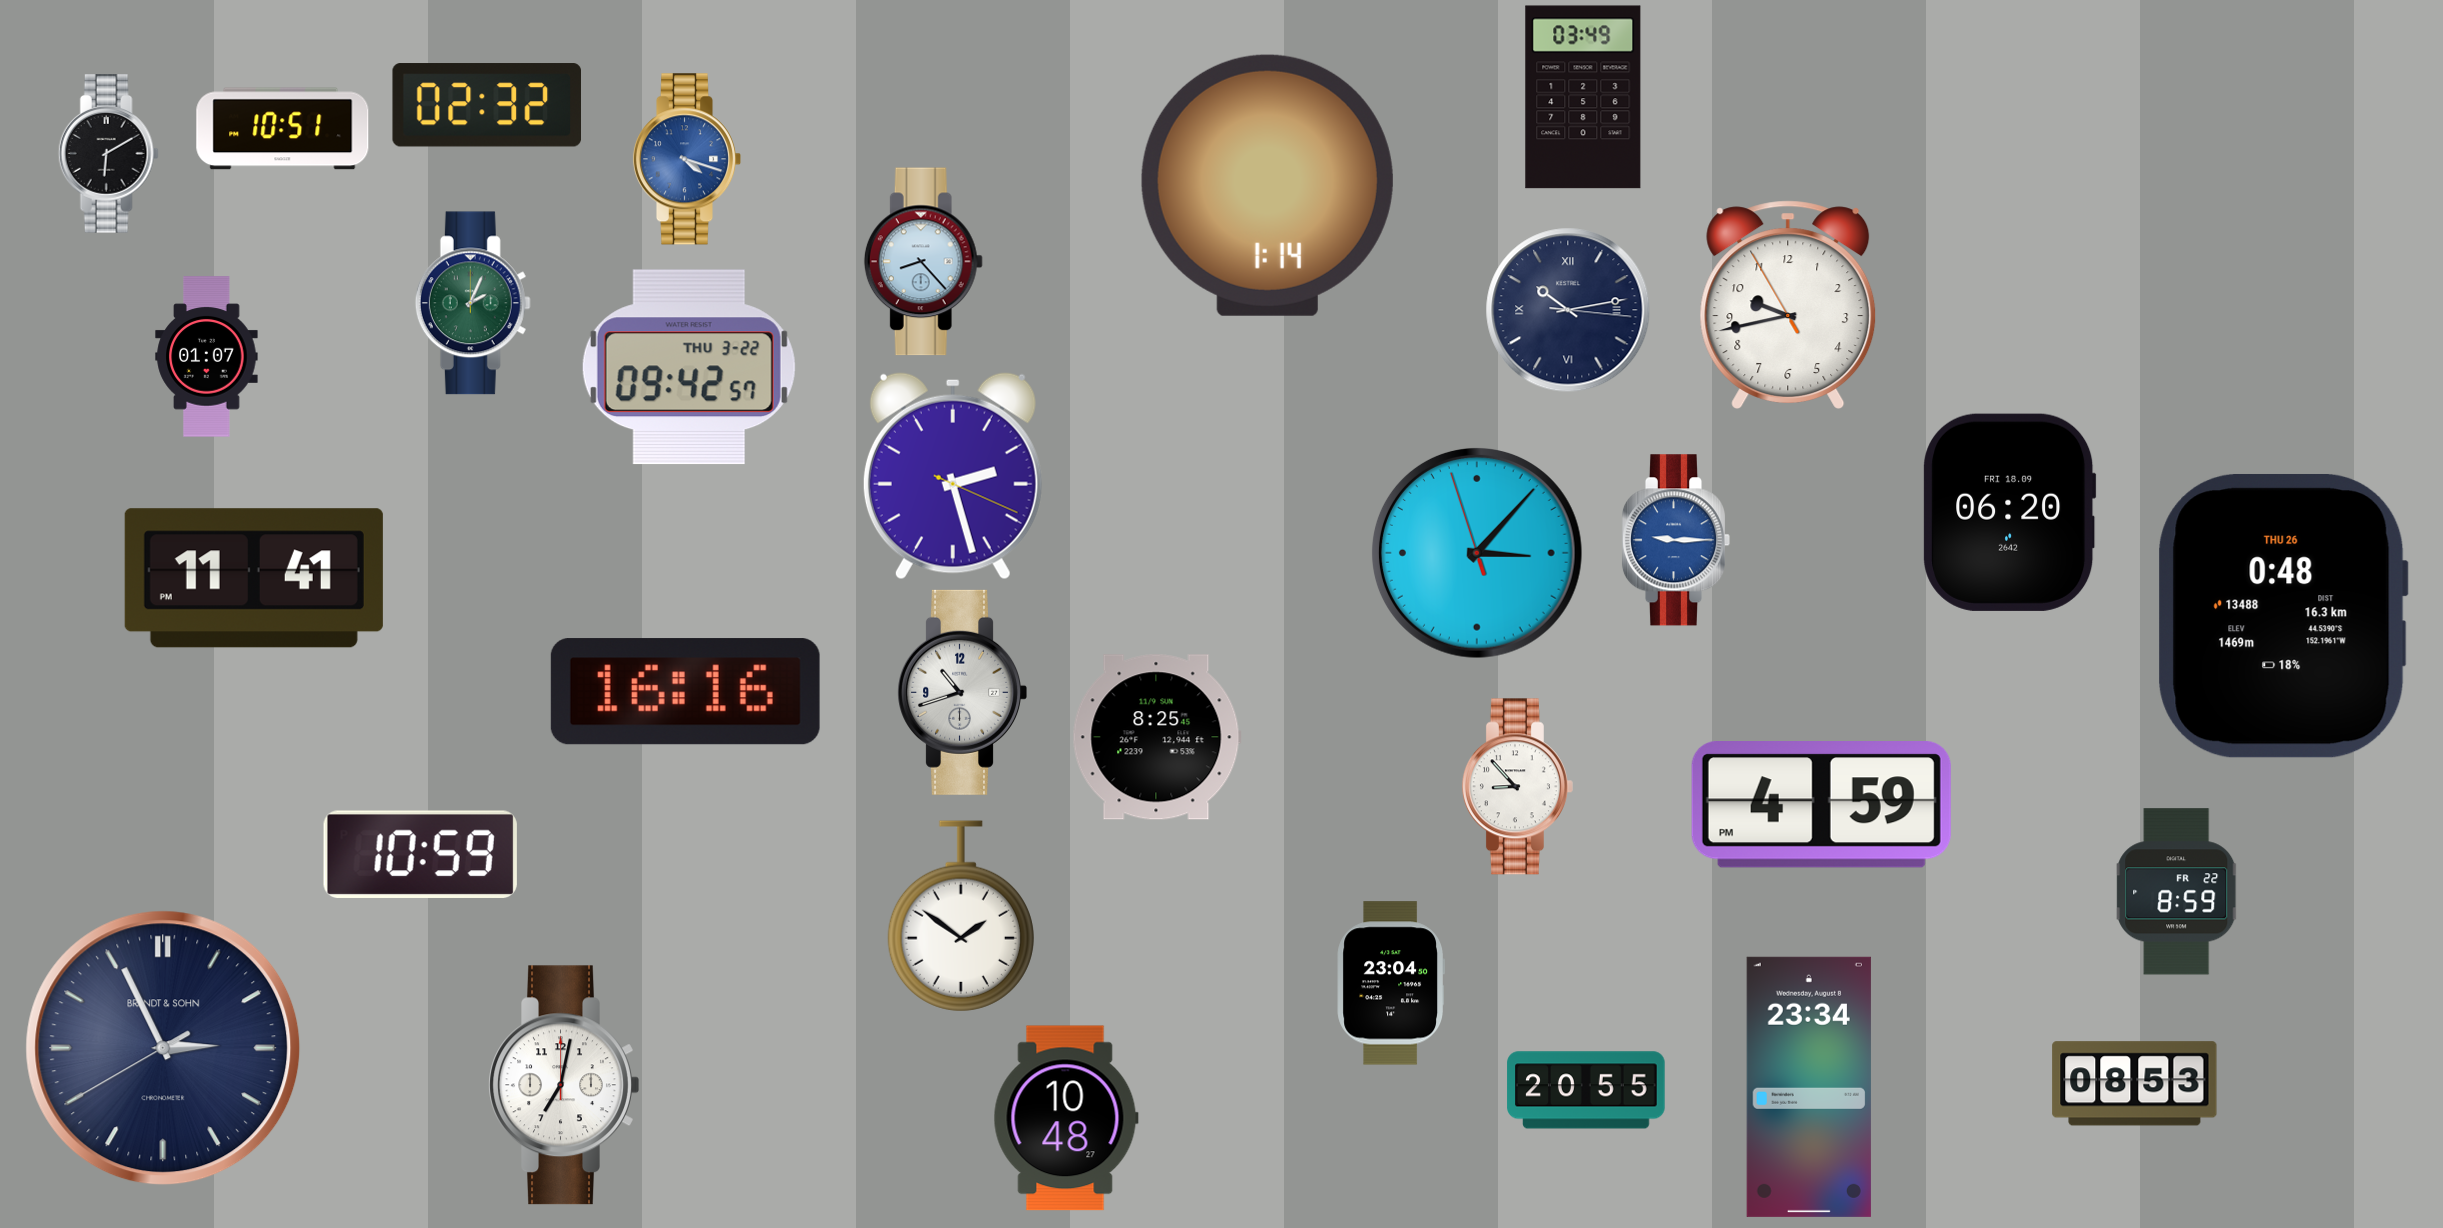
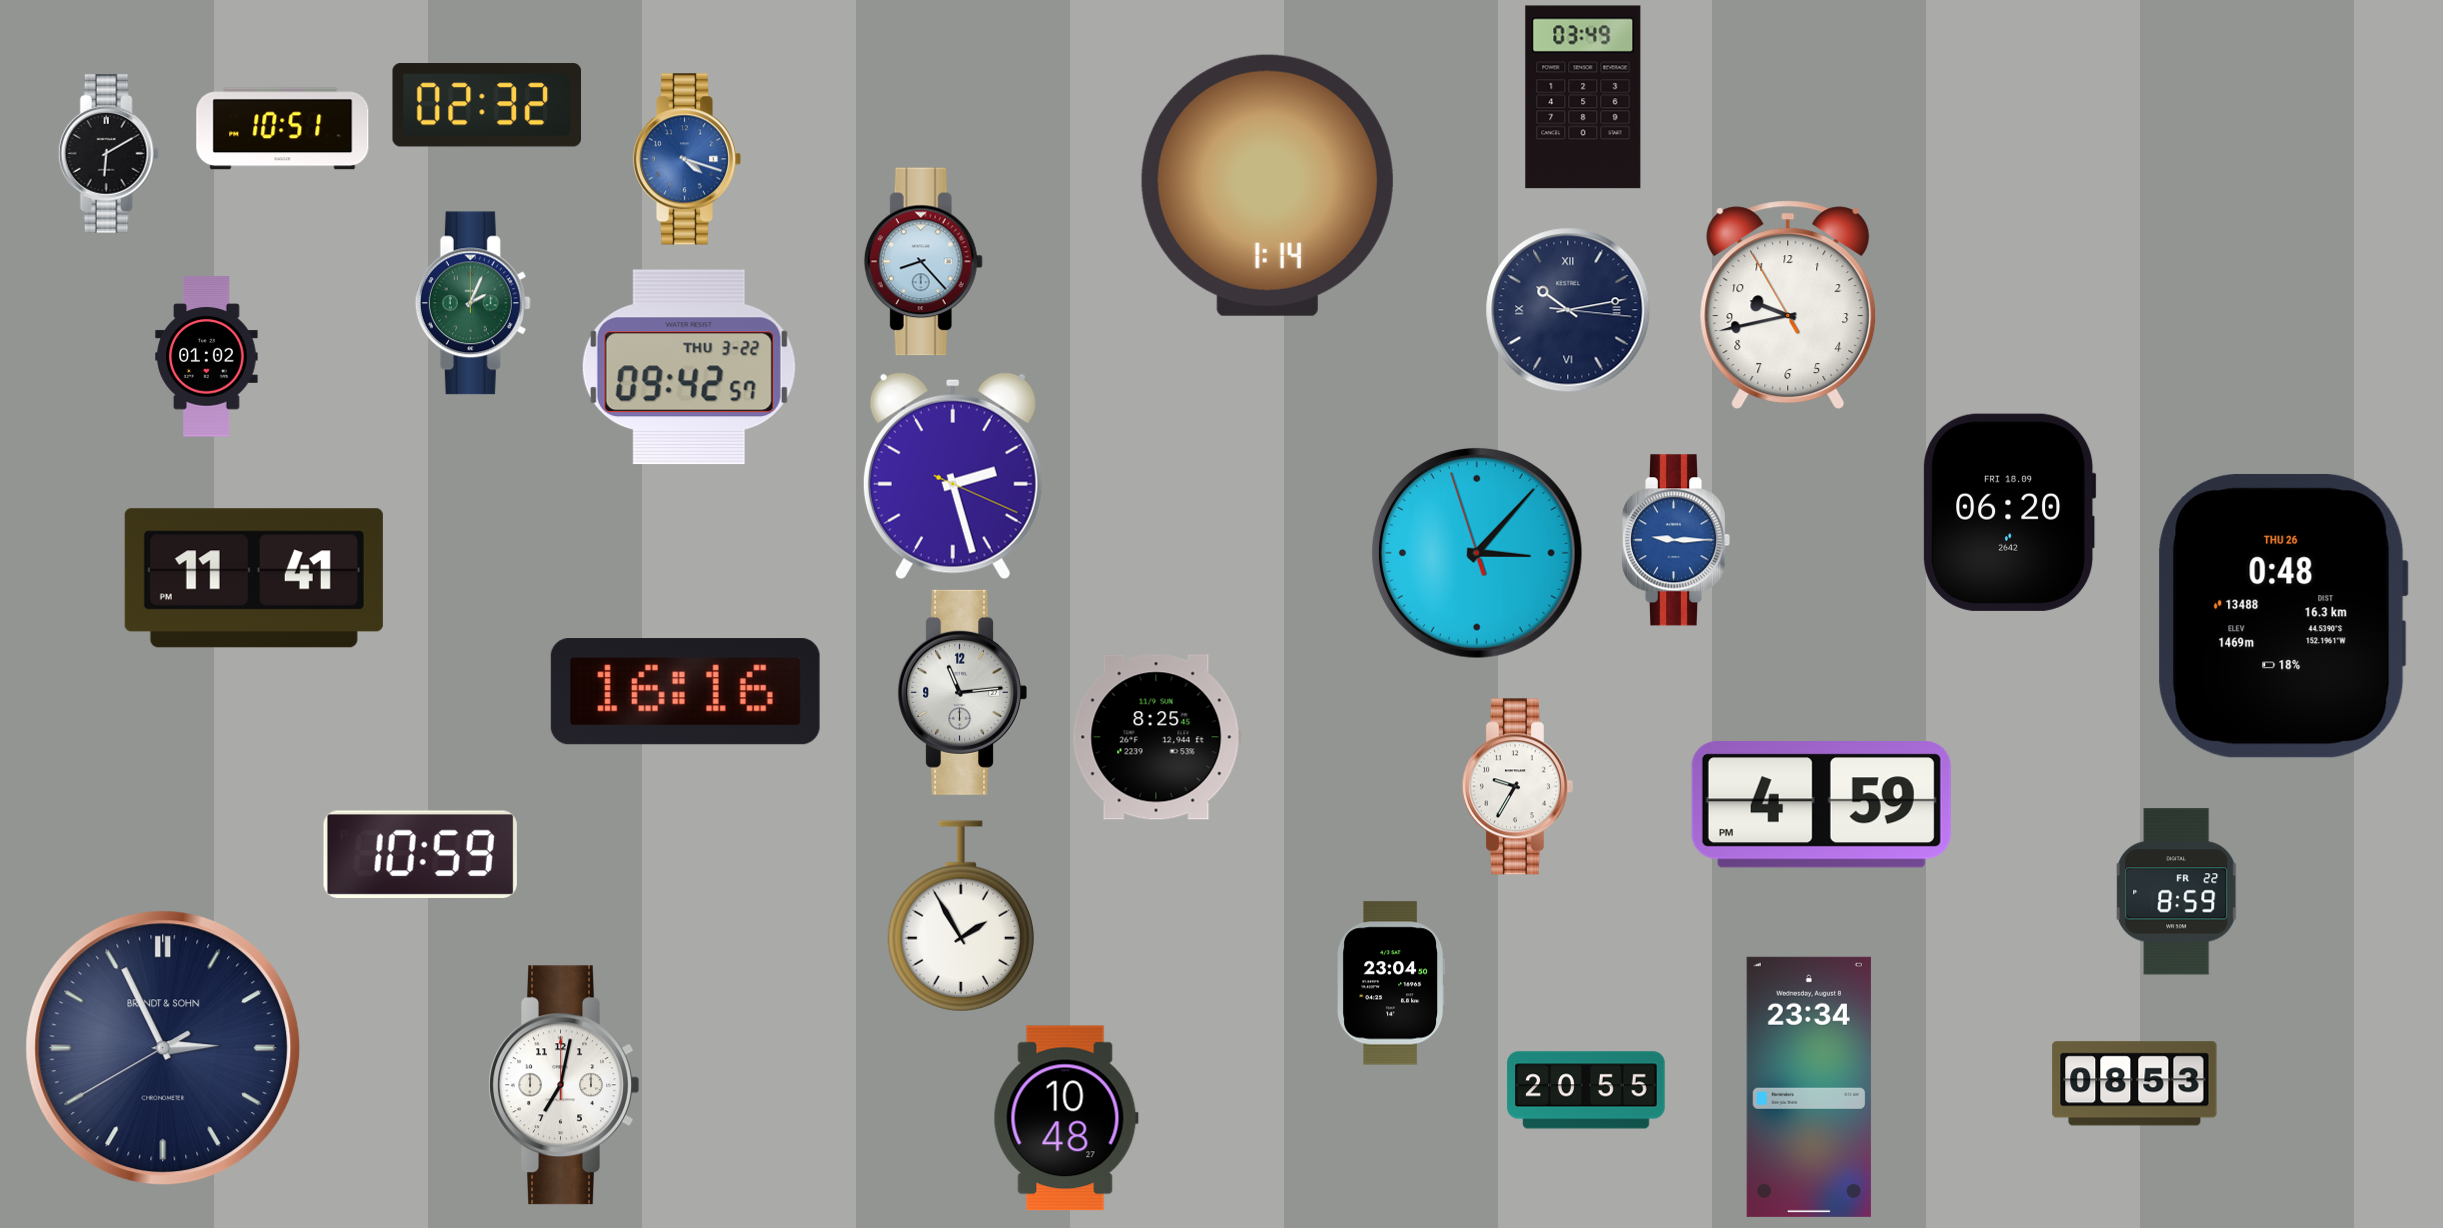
clock at (207, 357): 01:07 -> 01:02
clock at (962, 692): 10:42 -> 11:14
clock at (1517, 787): 8:53 -> 9:35
clock at (961, 916): 1:51 -> 1:55
